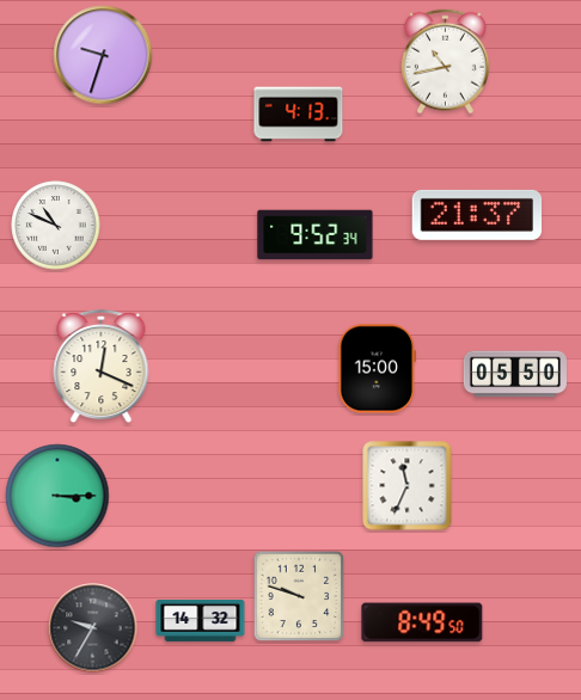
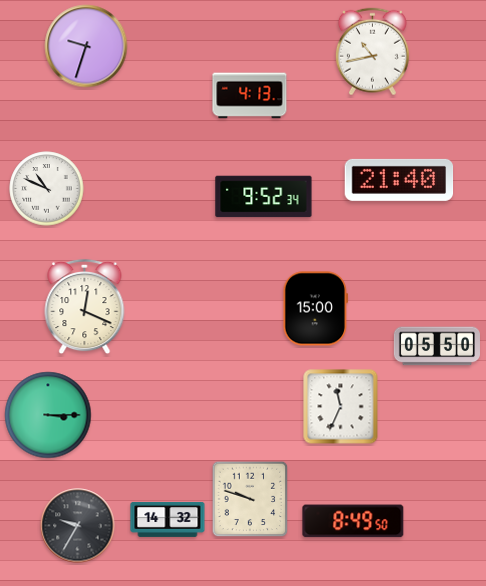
clock at (477, 215): 21:37 -> 21:40
clock at (515, 374) position: (515, 374) -> (437, 346)
